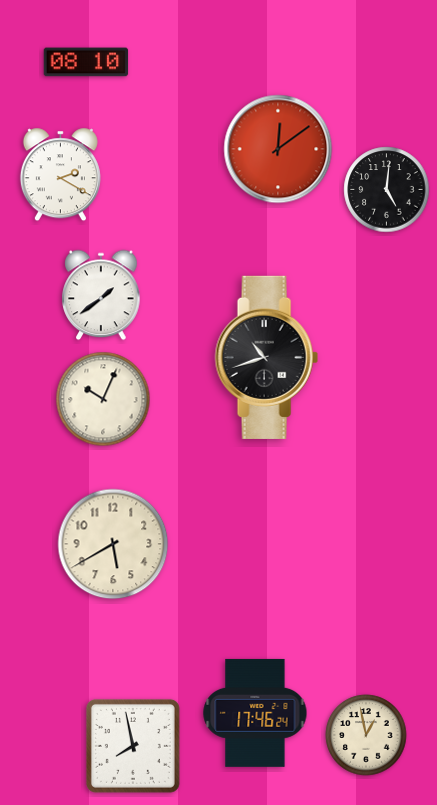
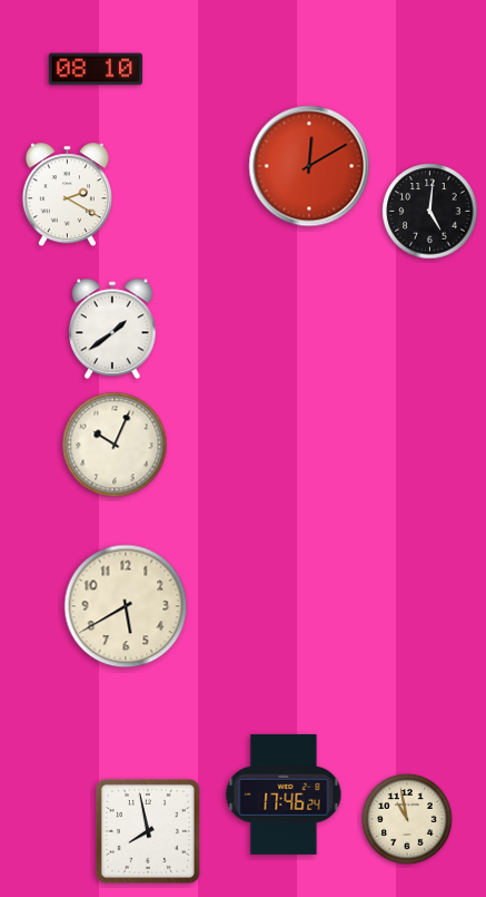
clock at (278, 149): 12:09 -> 12:10
clock at (266, 357): 10:42 -> none
clock at (366, 735): 12:58 -> 10:58
